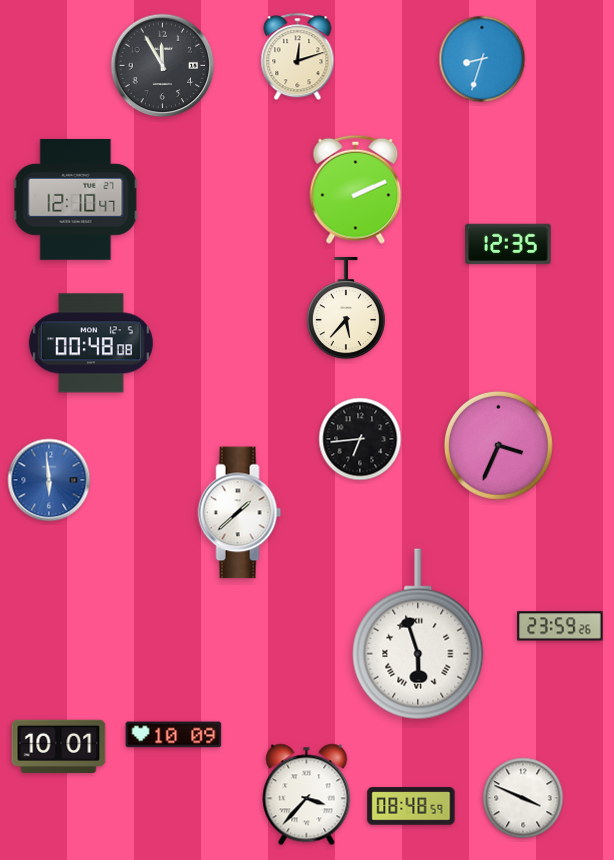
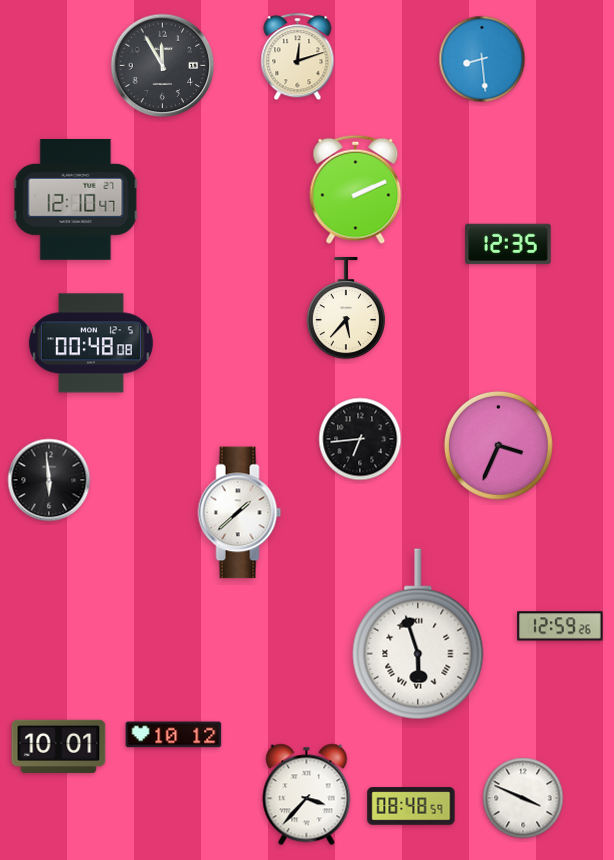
clock at (482, 59): 8:33 -> 8:29
clock at (49, 480) dial: blue -> black
clock at (560, 626): 23:59 -> 12:59
clock at (174, 735): 10:09 -> 10:12
